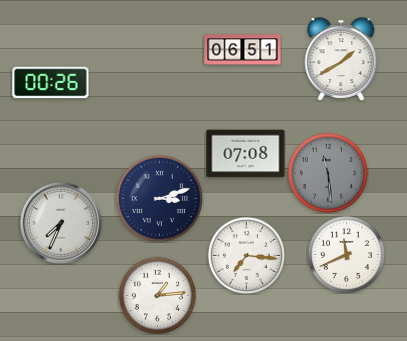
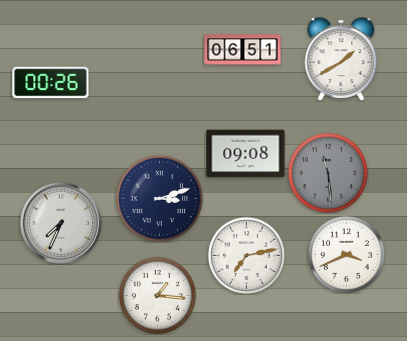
clock at (246, 154): 07:08 -> 09:08
clock at (346, 254): 11:41 -> 3:41
clock at (246, 255): 7:16 -> 7:13
clock at (157, 295): 1:14 -> 1:16
